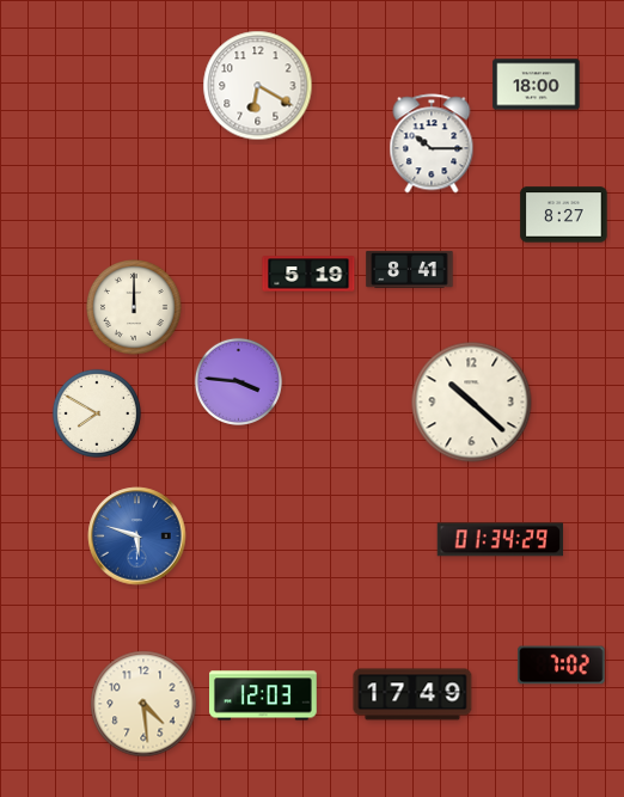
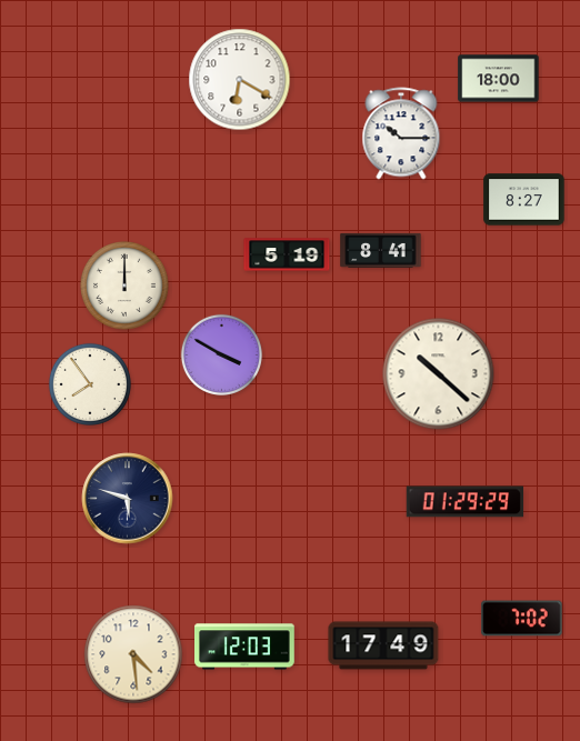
clock at (238, 381): 3:46 -> 3:50
clock at (97, 413): 7:50 -> 7:54
clock at (137, 537) dial: blue -> navy
clock at (500, 540): 01:34 -> 01:29
